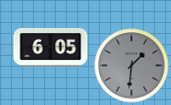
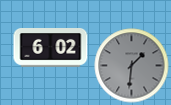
clock at (51, 48): 6:05 -> 6:02
